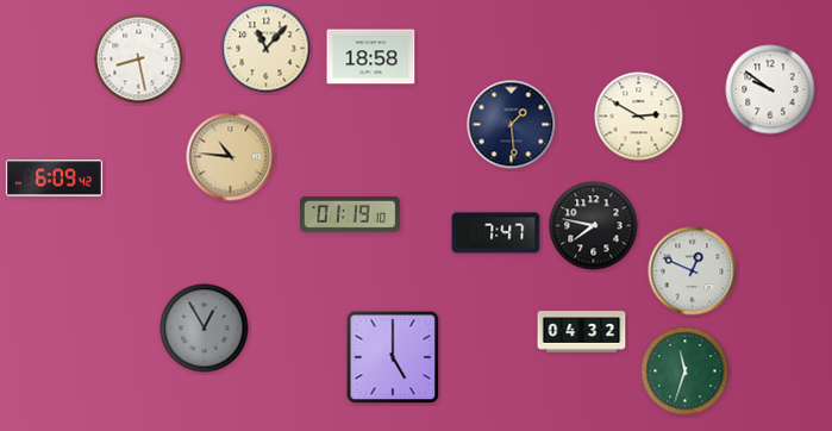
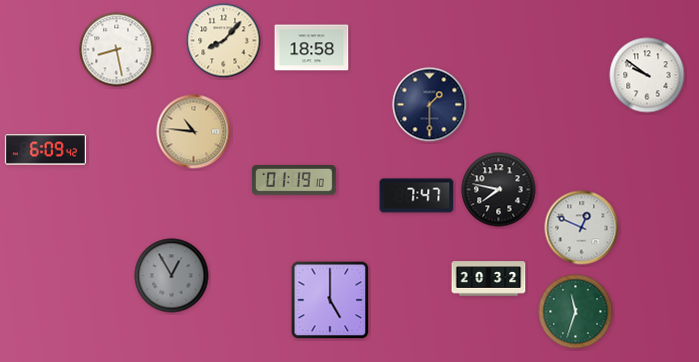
clock at (267, 49): 11:07 -> 8:07
clock at (639, 117): 2:50 -> none
clock at (512, 125): 1:29 -> 1:30
clock at (582, 332): 04:32 -> 20:32
